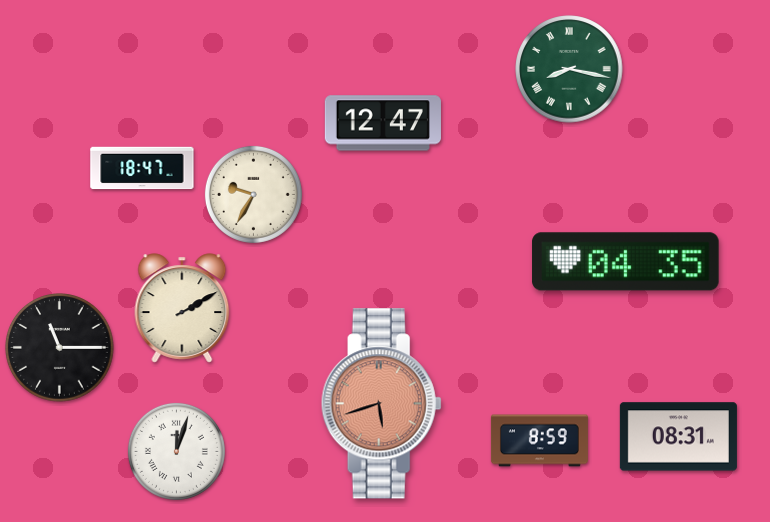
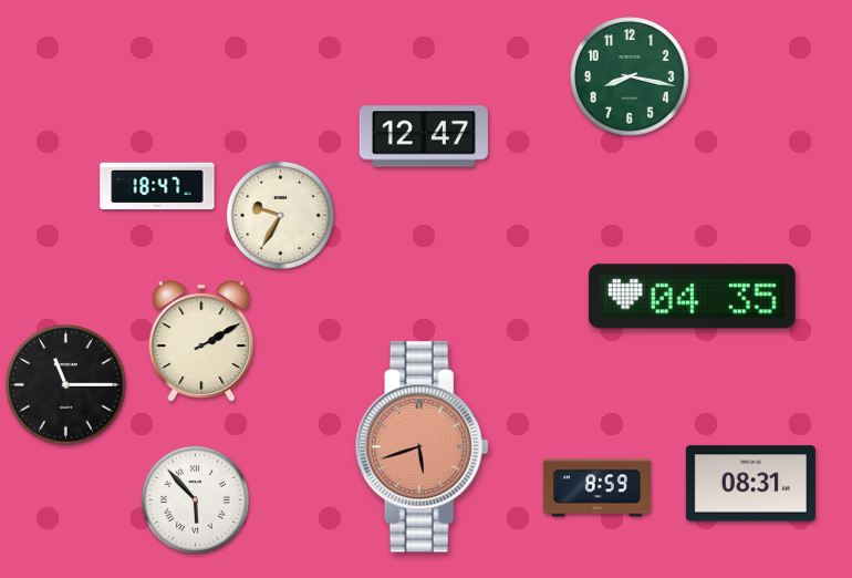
clock at (569, 69) numerals: Roman -> Arabic
clock at (626, 262) position: (626, 262) -> (693, 297)
clock at (176, 451): 12:03 -> 5:53
